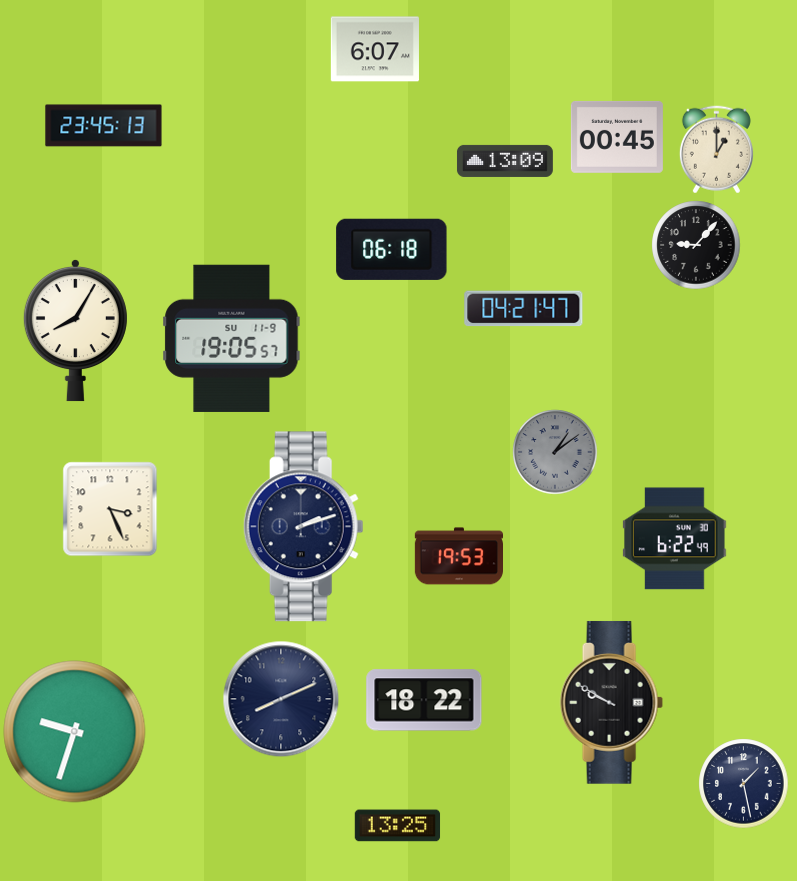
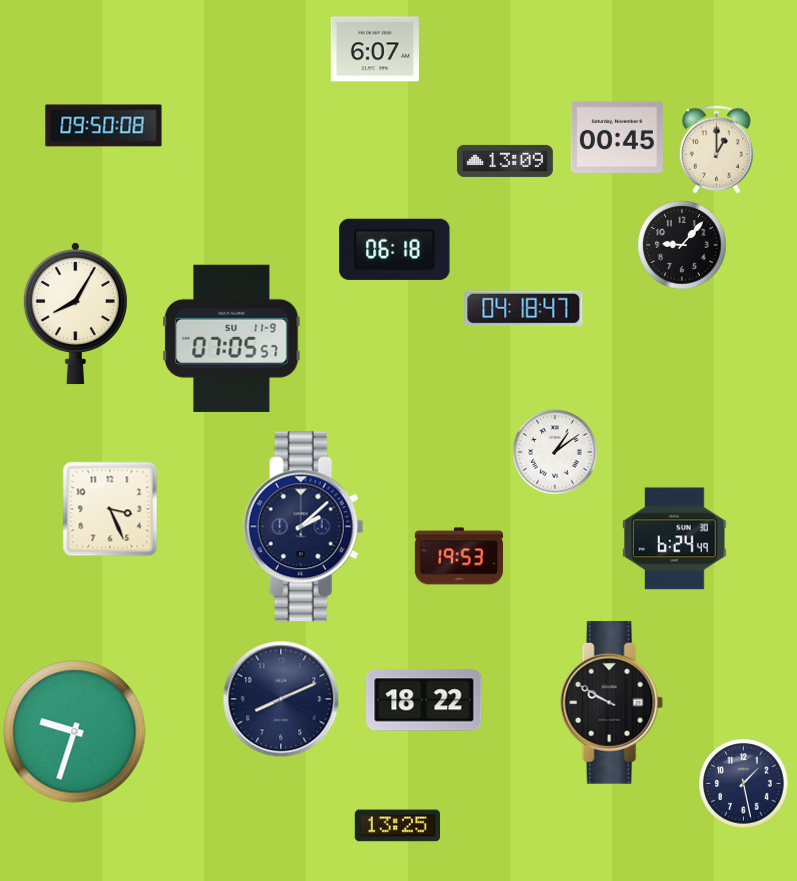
clock at (104, 126): 23:45 -> 09:50
clock at (696, 245) position: (696, 245) -> (682, 245)
clock at (392, 249) position: (392, 249) -> (395, 249)
clock at (524, 309): 04:21 -> 04:18
clock at (75, 330) position: (75, 330) -> (75, 313)
clock at (232, 338): 19:05 -> 07:05
clock at (555, 452) dial: grey -> white
clock at (303, 527): 2:12 -> 2:08
clock at (675, 539): 6:22 -> 6:24
